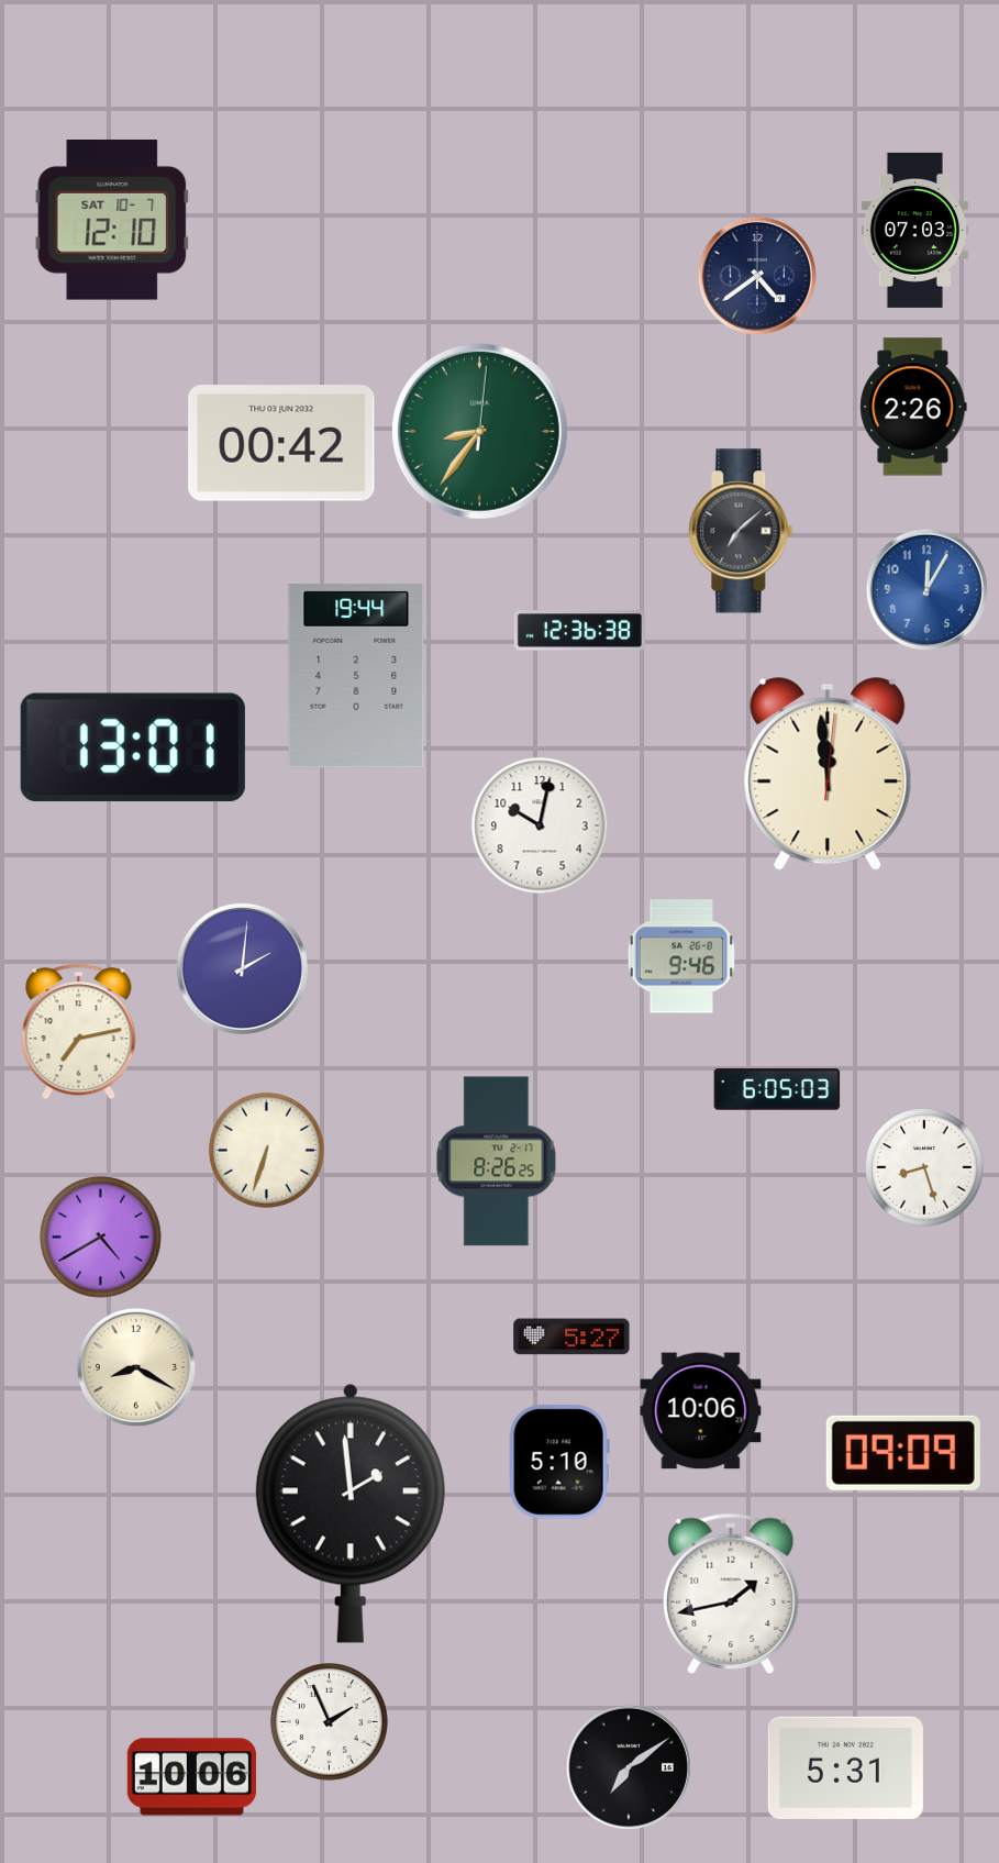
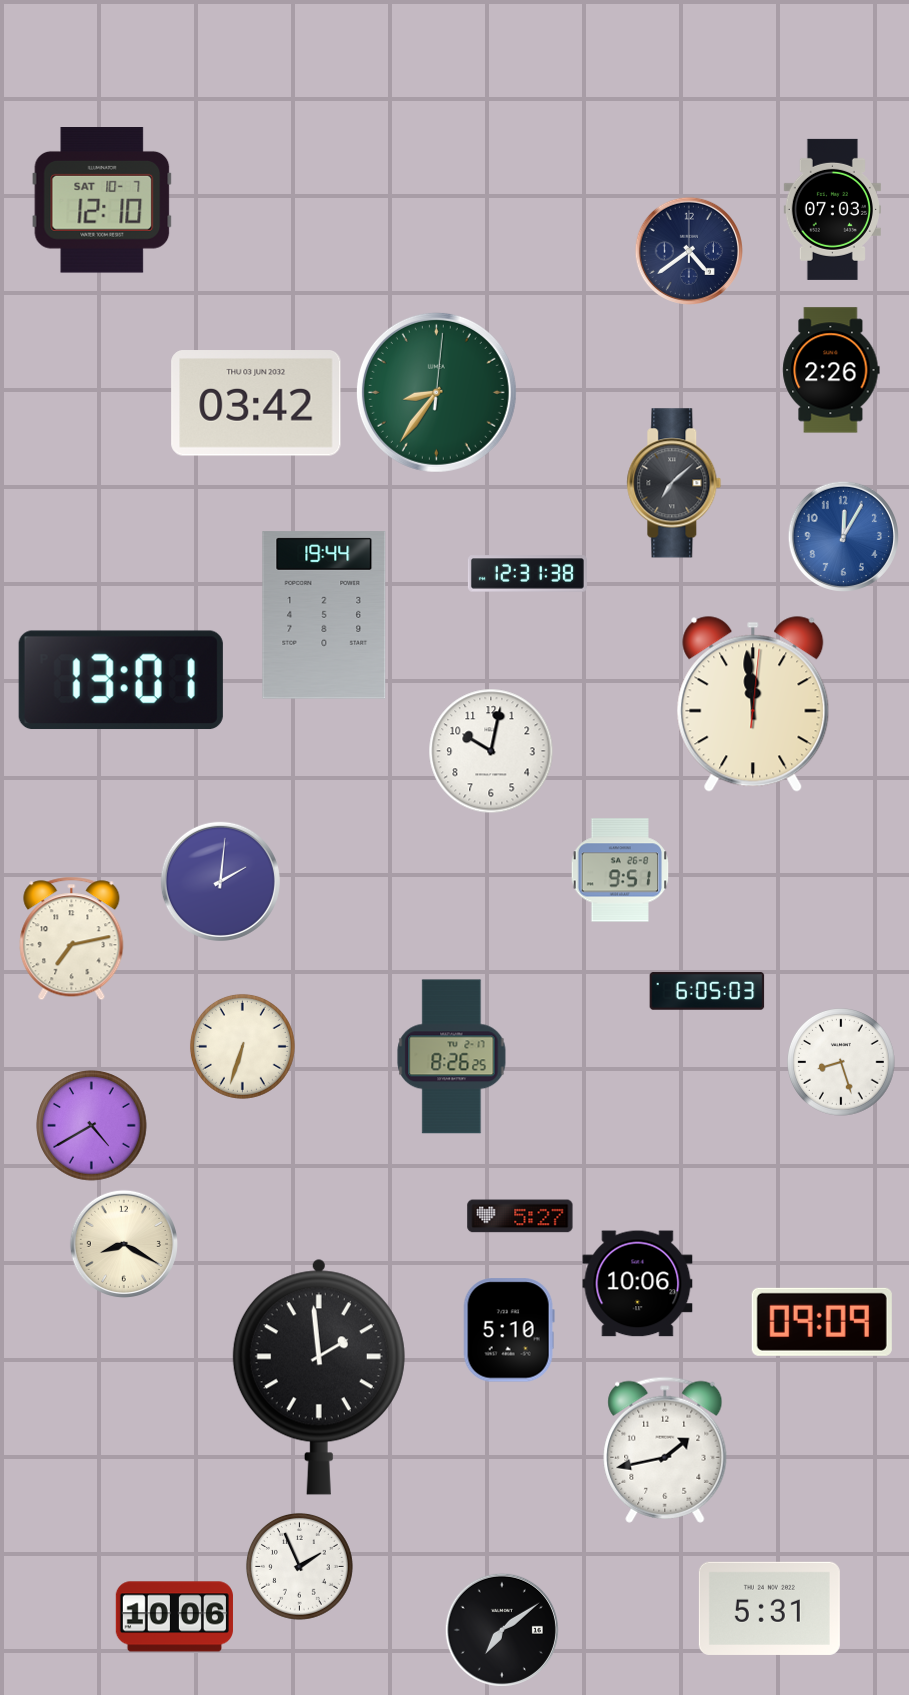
clock at (281, 443): 00:42 -> 03:42
clock at (579, 631): 12:36 -> 12:31
clock at (681, 956): 9:46 -> 9:51
clock at (629, 1767) position: (629, 1767) -> (502, 1630)
